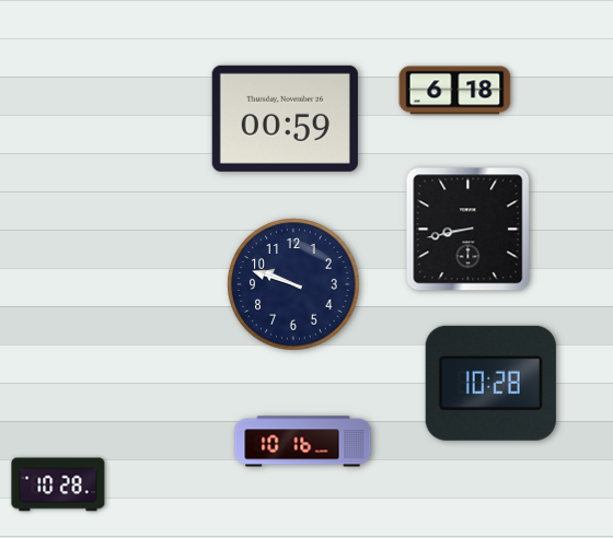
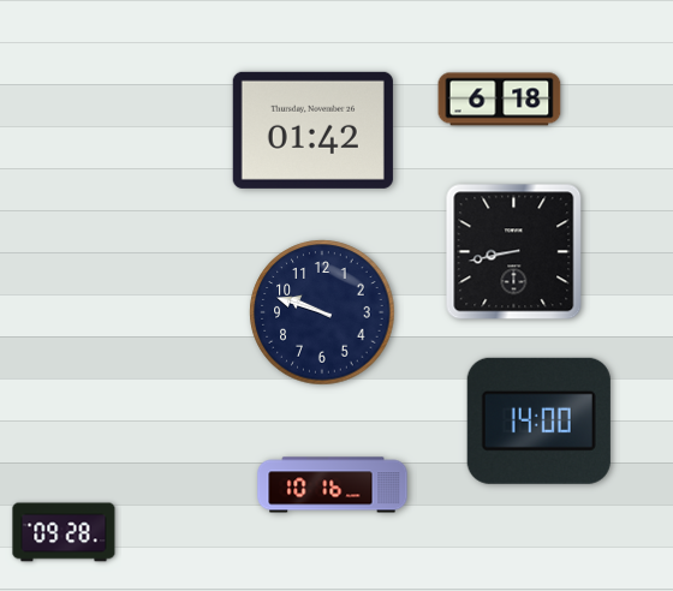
clock at (285, 118): 00:59 -> 01:42
clock at (490, 383): 10:28 -> 14:00
clock at (58, 484): 10:28 -> 09:28
